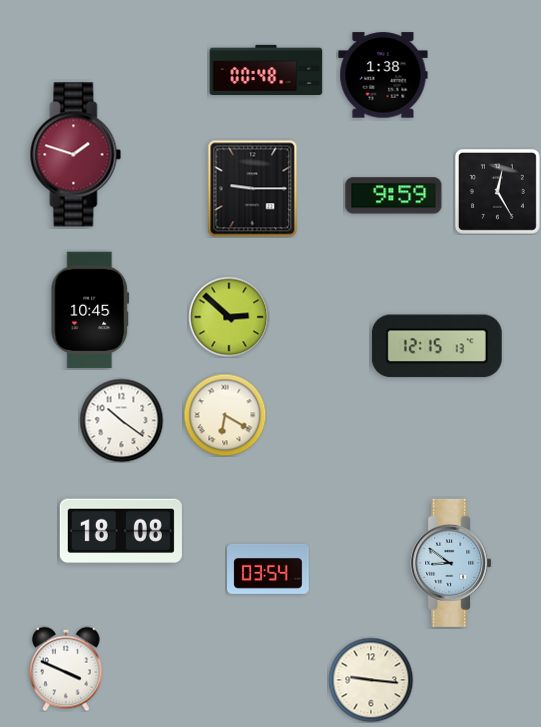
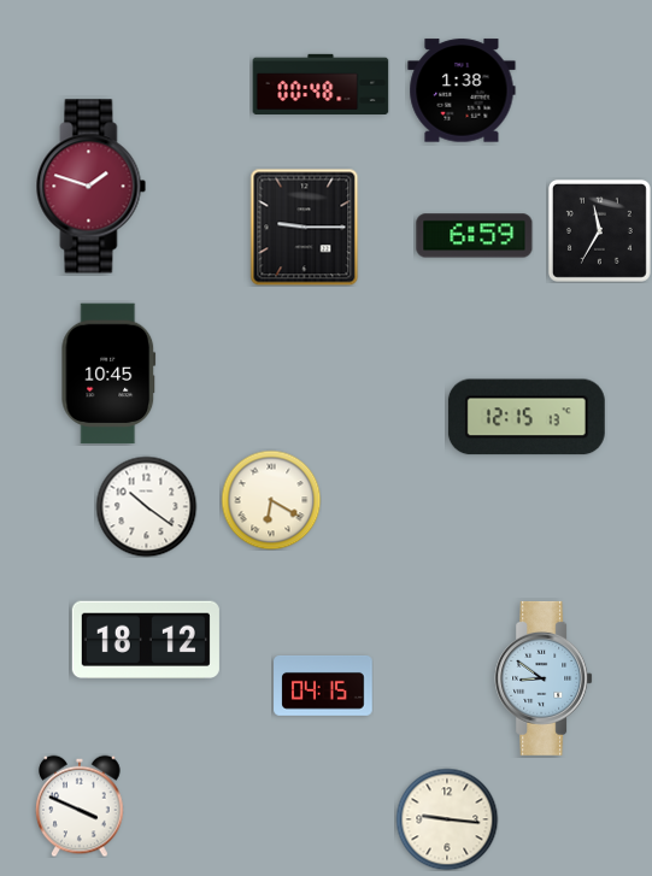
clock at (497, 191): 12:25 -> 11:35
clock at (394, 196): 9:59 -> 6:59
clock at (229, 317): 2:52 -> none
clock at (121, 531): 18:08 -> 18:12
clock at (268, 569): 03:54 -> 04:15
